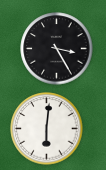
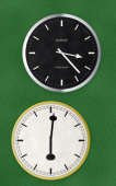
clock at (57, 49): 3:25 -> 3:23
